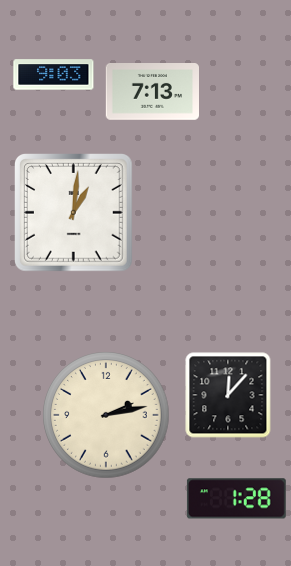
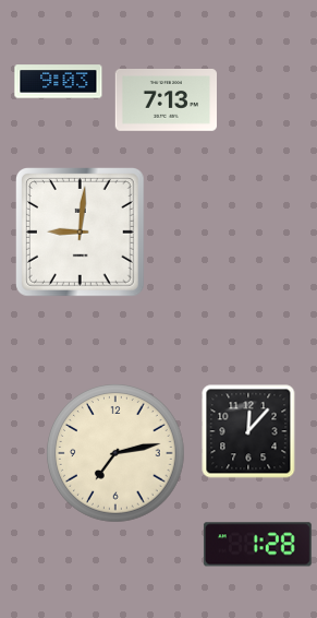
clock at (74, 213): 1:01 -> 9:01
clock at (106, 415): 2:13 -> 7:13
